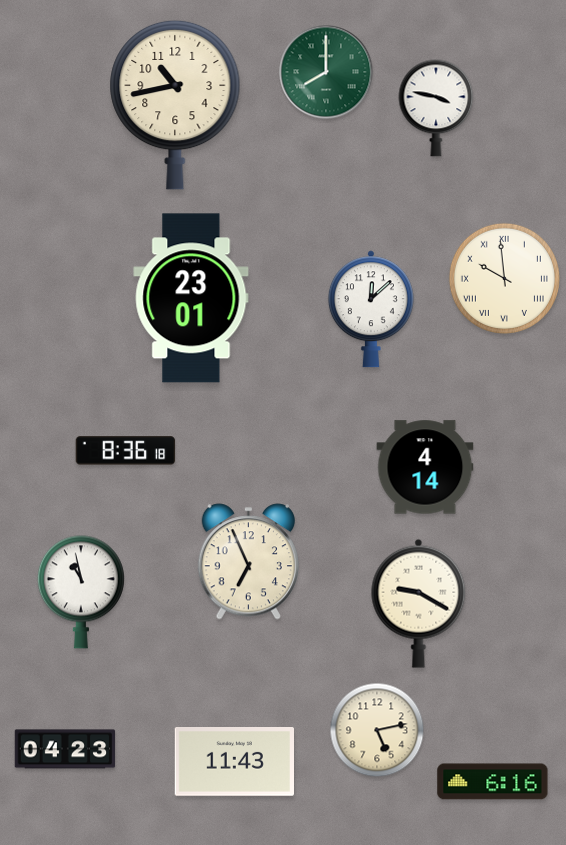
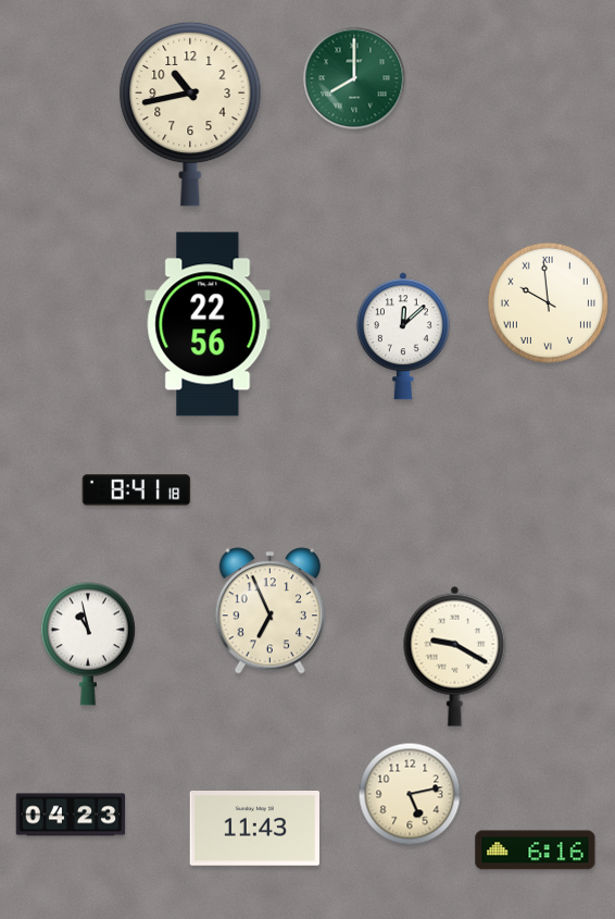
clock at (436, 108): 3:47 -> none
clock at (191, 298): 23:01 -> 22:56
clock at (126, 451): 8:36 -> 8:41
clock at (425, 467): 4:14 -> none
